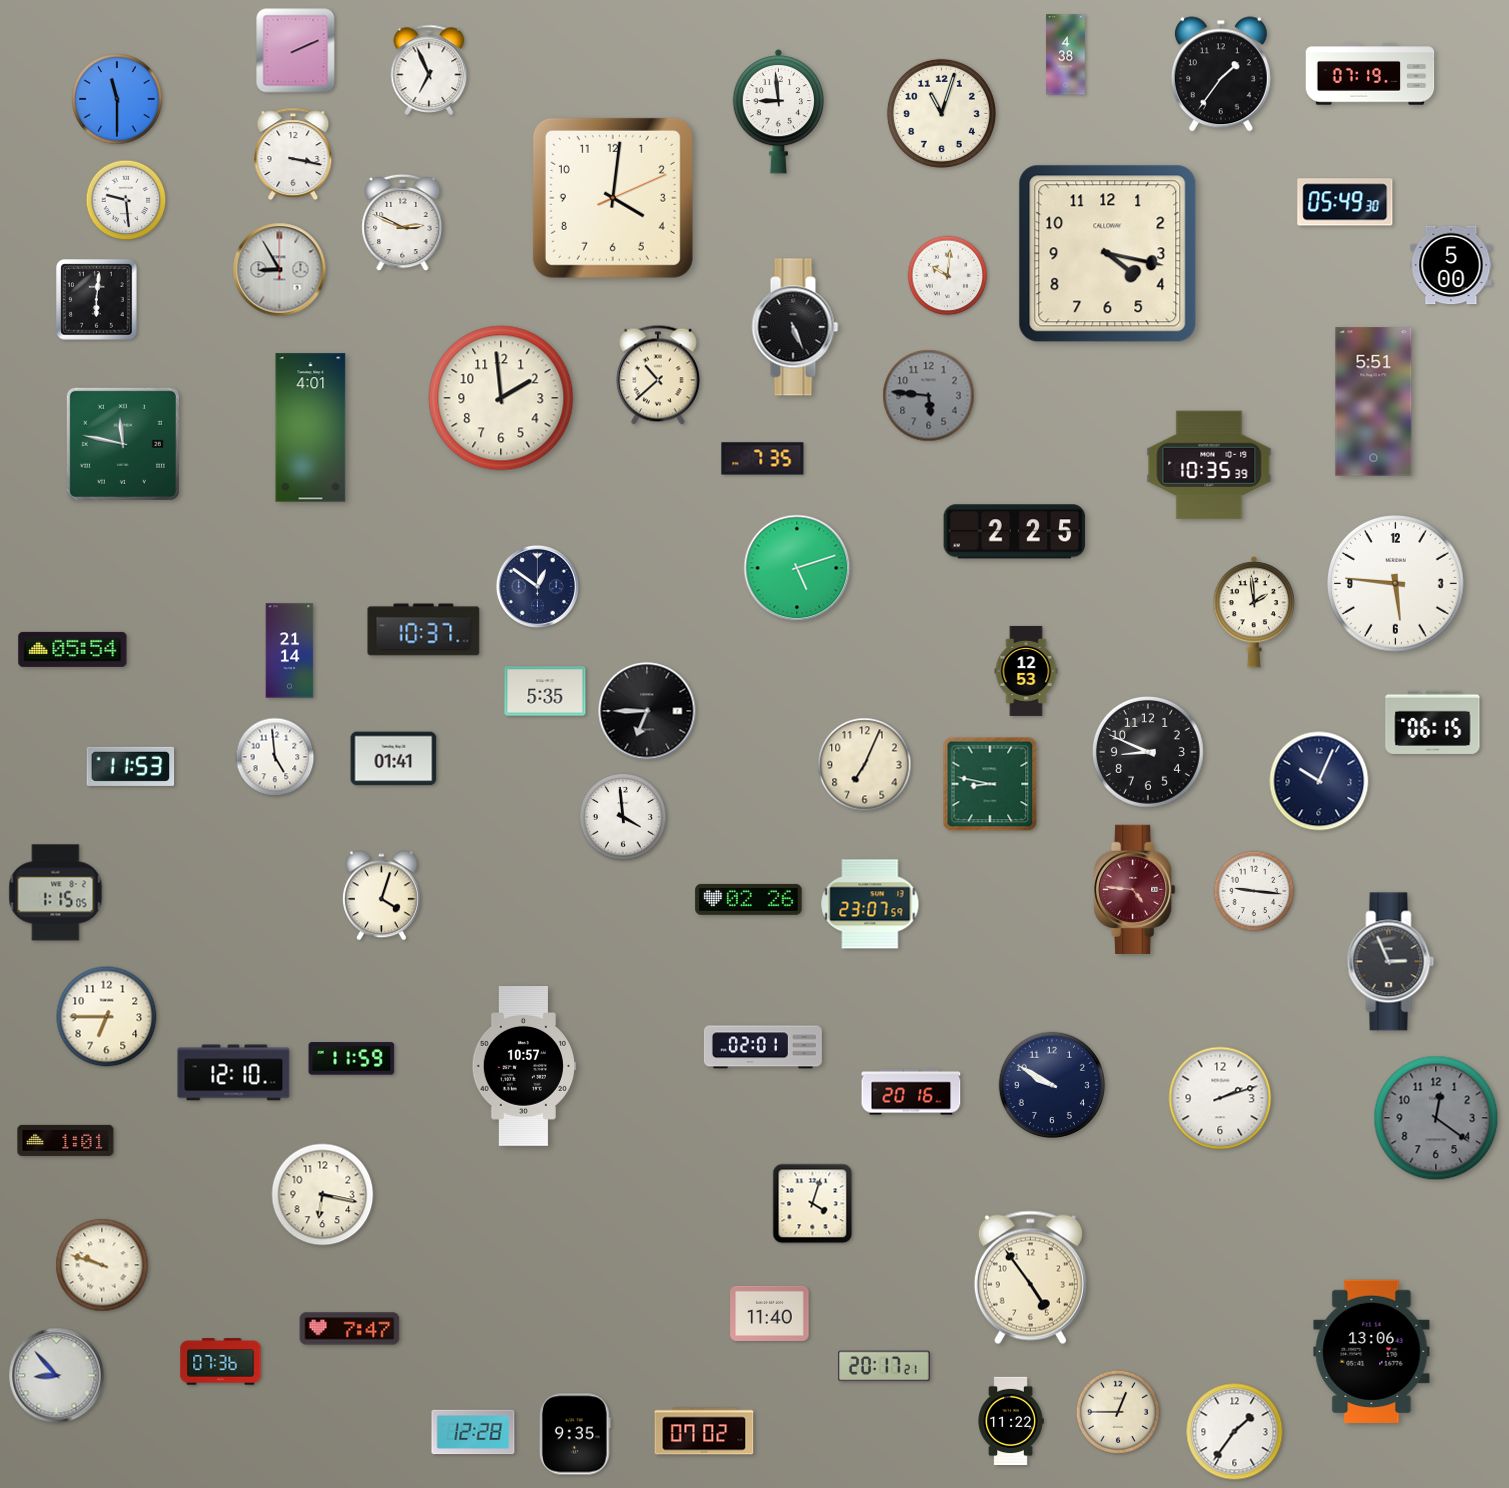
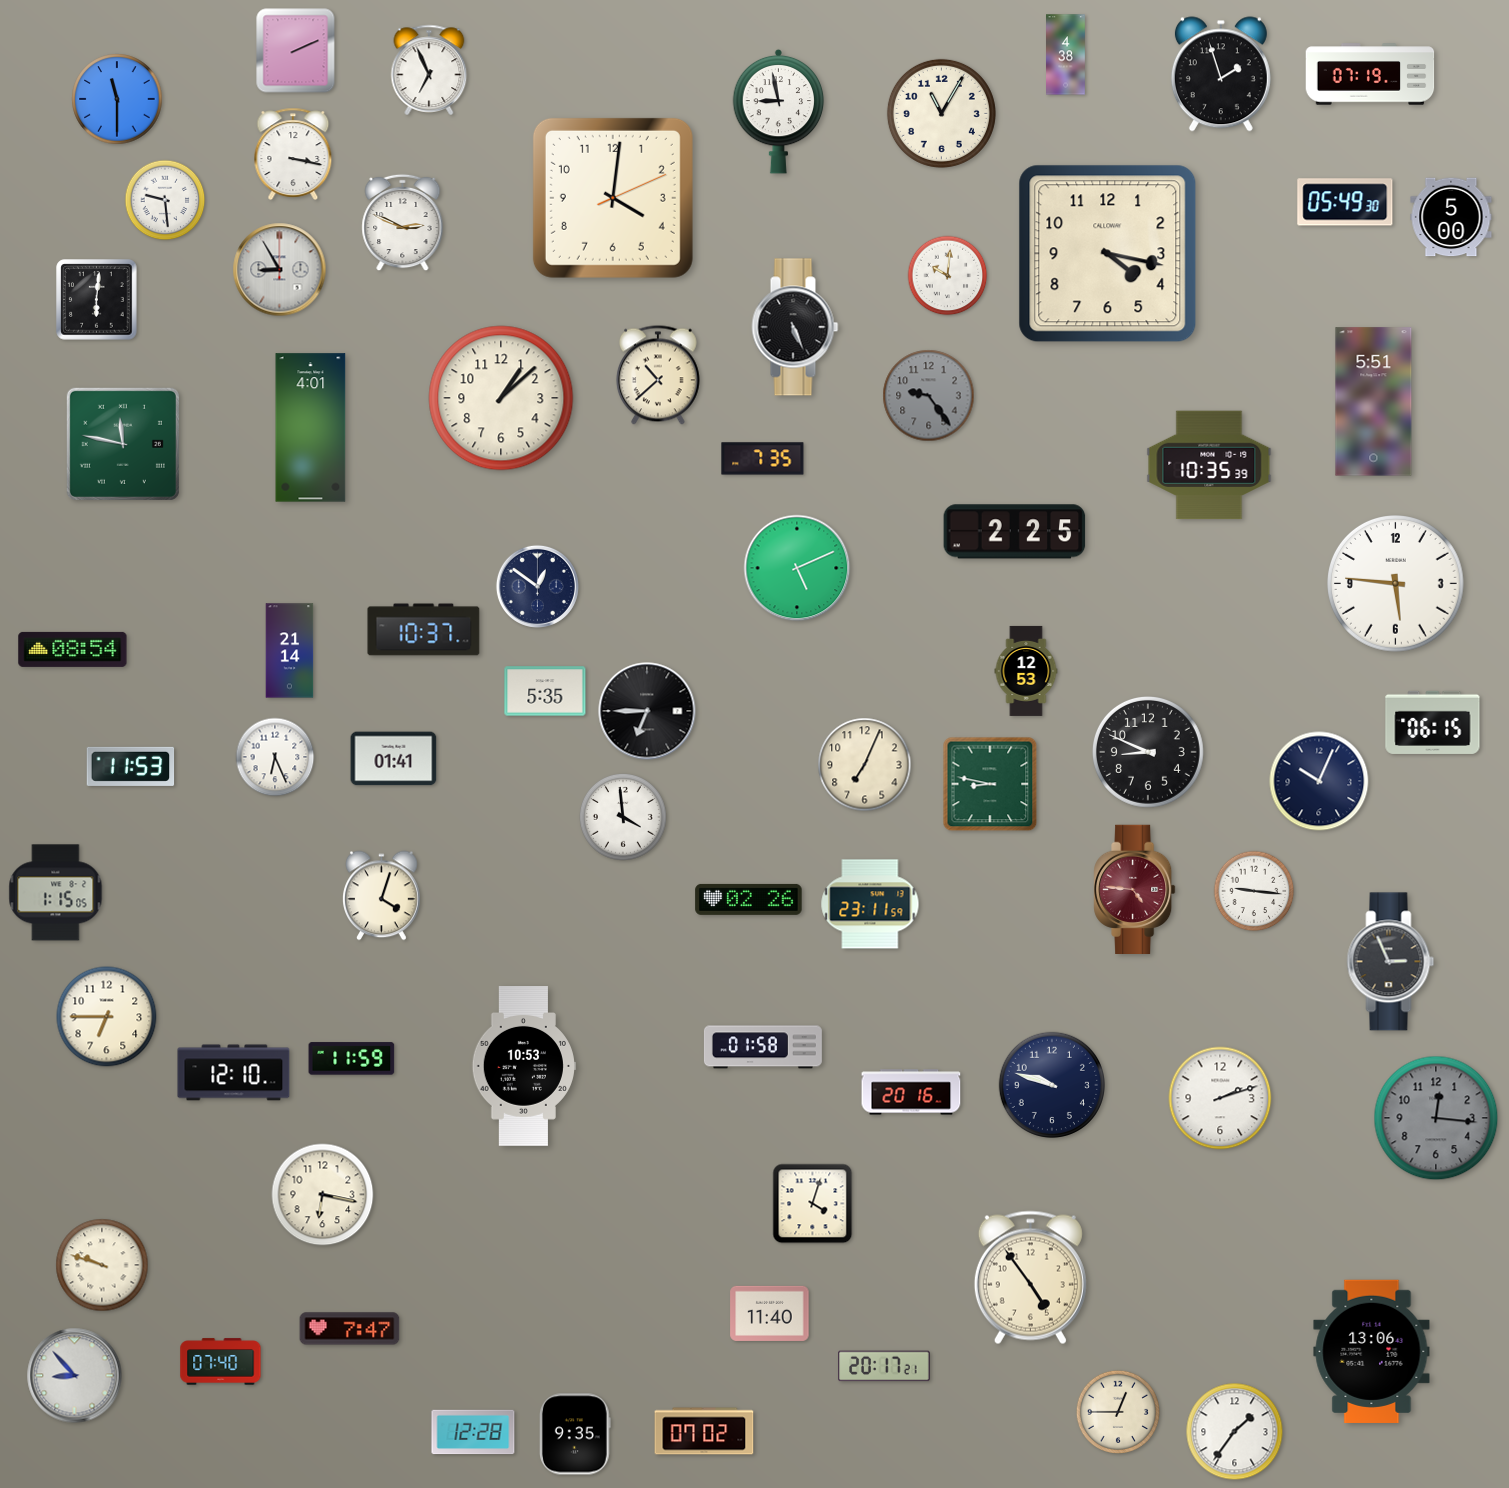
clock at (1221, 74): 1:36 -> 1:57
clock at (779, 111): 8:59 -> 8:58
clock at (941, 113): 11:03 -> 11:05
clock at (126, 200) position: (126, 200) -> (165, 200)
clock at (1451, 265) position: (1451, 265) -> (1451, 217)
clock at (929, 396): 5:46 -> 9:24
clock at (501, 398): 1:59 -> 1:08
clock at (797, 568): 5:12 -> 5:11
clock at (1254, 612): 1:59 -> none
clock at (73, 649): 05:54 -> 08:54
clock at (275, 757): 4:59 -> 6:26
clock at (870, 904): 23:07 -> 23:11
clock at (763, 1047): 02:01 -> 01:58
clock at (524, 1067): 10:57 -> 10:53
clock at (1051, 1084): 9:50 -> 9:48
clock at (1436, 1118): 12:21 -> 12:16
clock at (66, 1140): 1:01 -> none
clock at (221, 1362): 07:36 -> 07:40
clock at (57, 1376) position: (57, 1376) -> (75, 1376)
clock at (1011, 1421): 11:22 -> none
